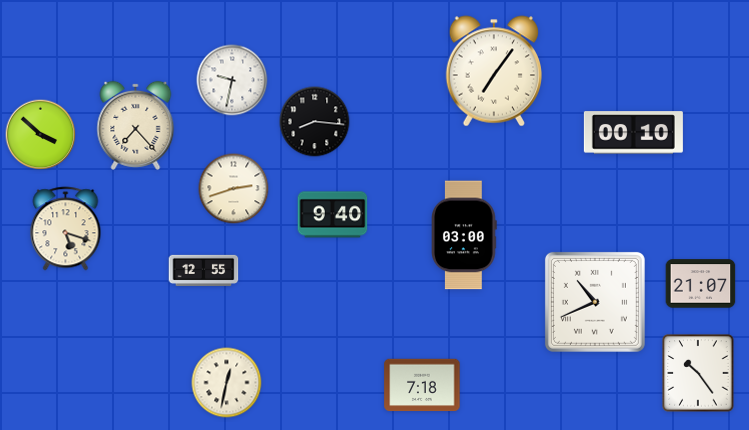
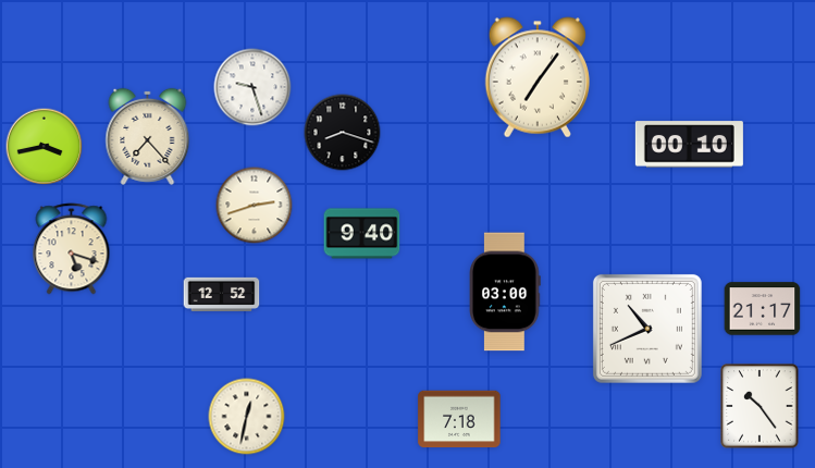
clock at (232, 80): 9:32 -> 9:27
clock at (315, 122): 8:16 -> 8:18
clock at (41, 135): 3:52 -> 3:43
clock at (465, 235) position: (465, 235) -> (506, 292)
clock at (204, 270): 12:55 -> 12:52
clock at (701, 284): 21:07 -> 21:17
